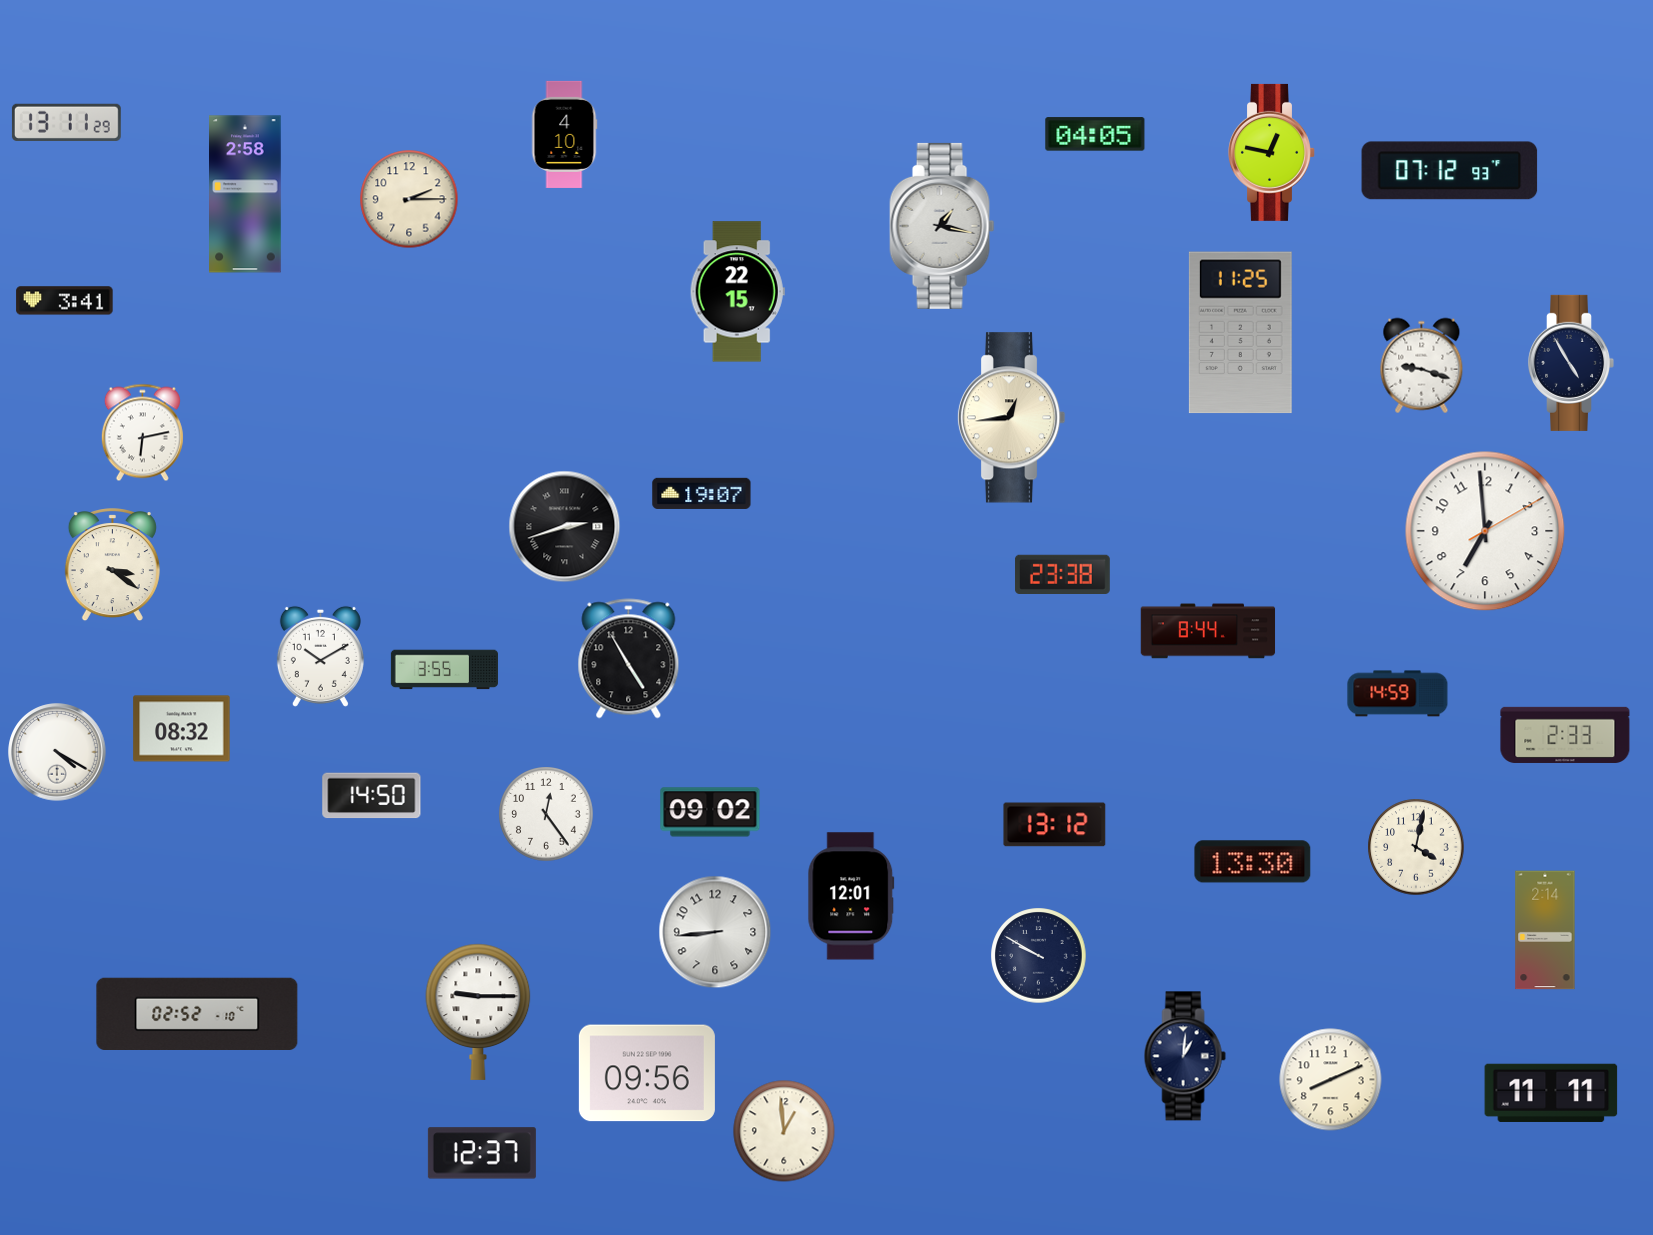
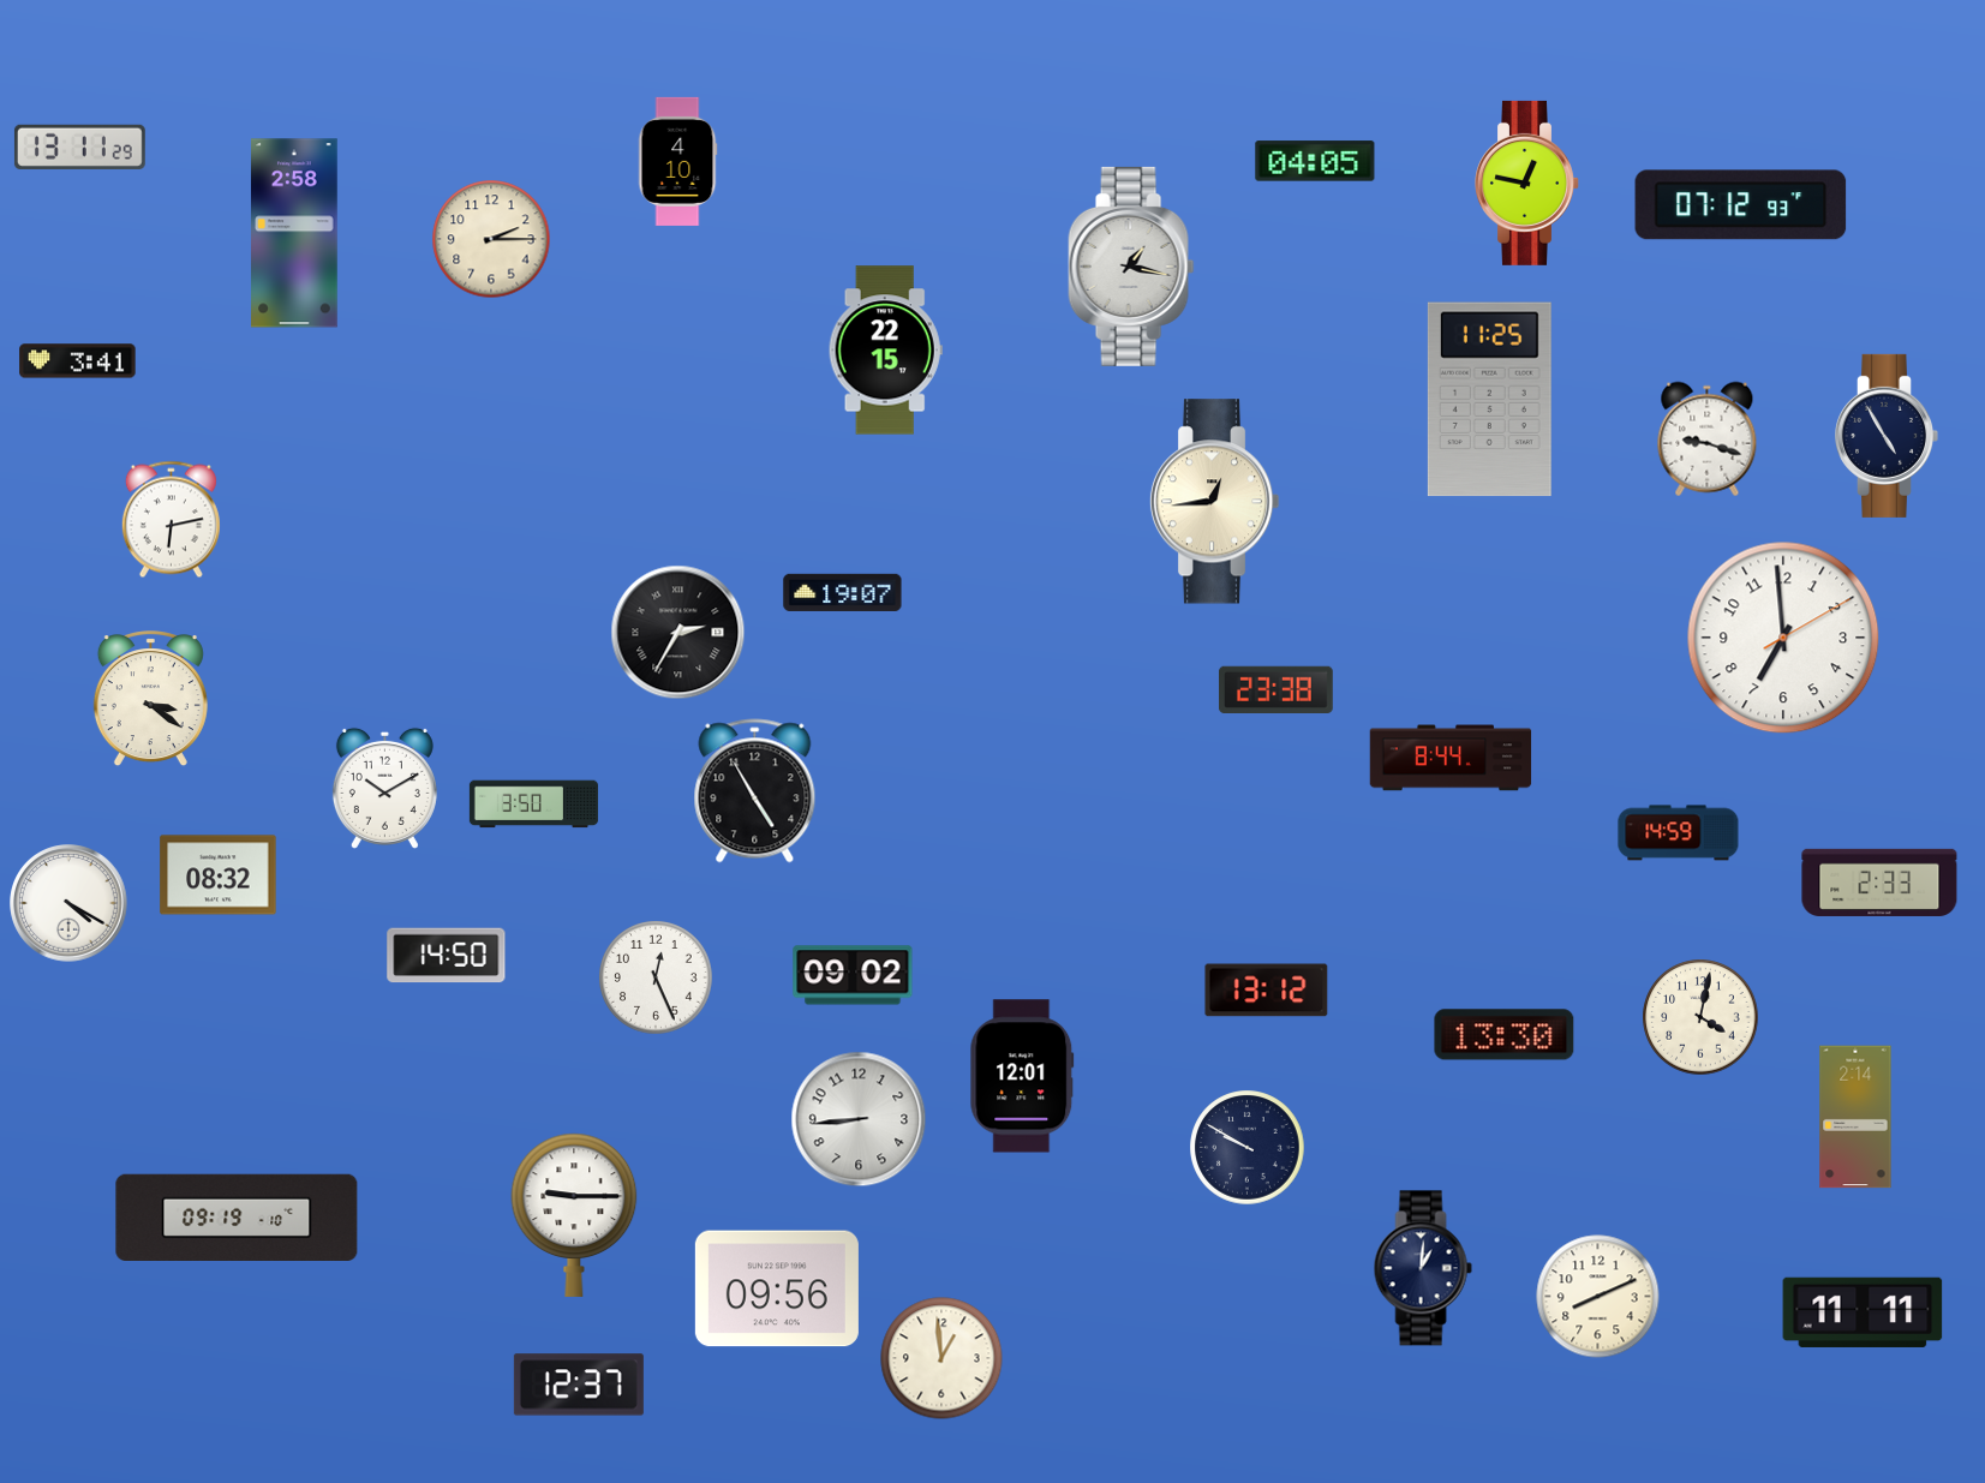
clock at (942, 226) position: (942, 226) -> (1131, 267)
clock at (565, 527): 2:42 -> 2:35
clock at (112, 565) position: (112, 565) -> (150, 699)
clock at (444, 670): 3:55 -> 3:50
clock at (546, 814): 12:24 -> 12:26
clock at (197, 1013): 02:52 -> 09:19
